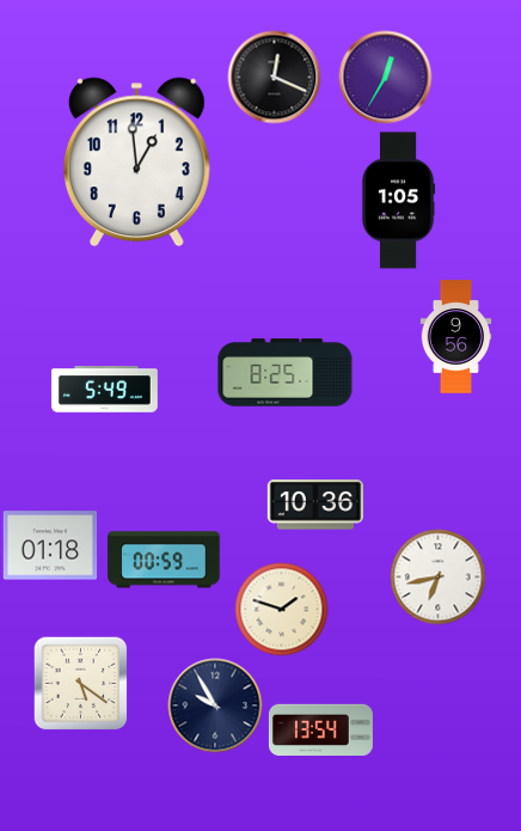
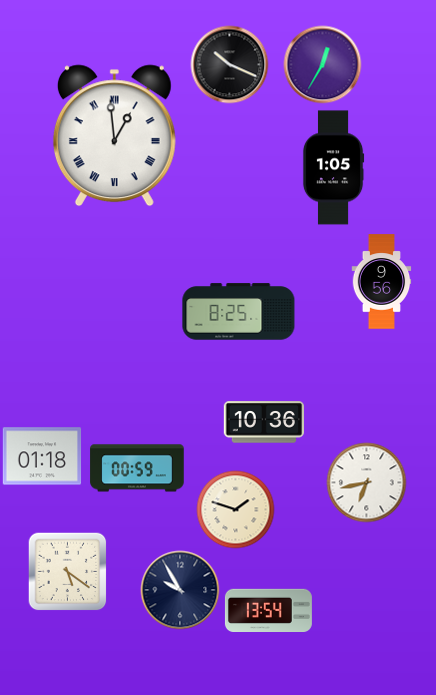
clock at (274, 77): 12:19 -> 10:19
clock at (136, 163) numerals: Arabic -> Roman
clock at (104, 390): 5:49 -> none
